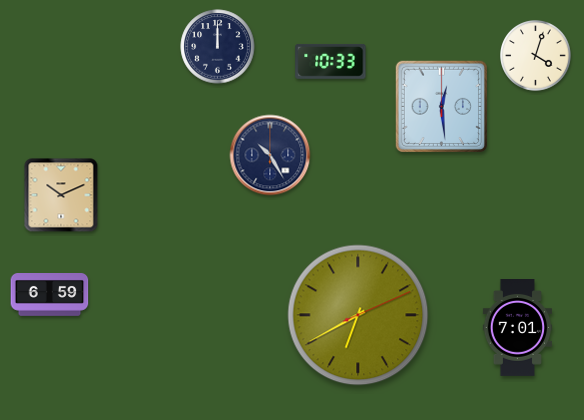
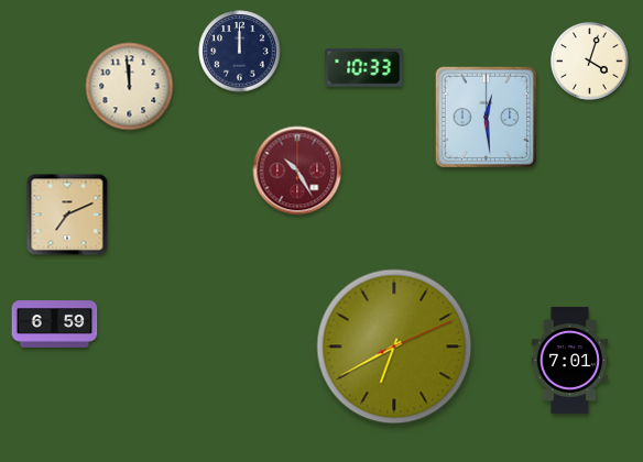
clock at (130, 87): none -> 11:59
clock at (270, 155) dial: navy -> burgundy
clock at (61, 195): 10:11 -> 7:11
